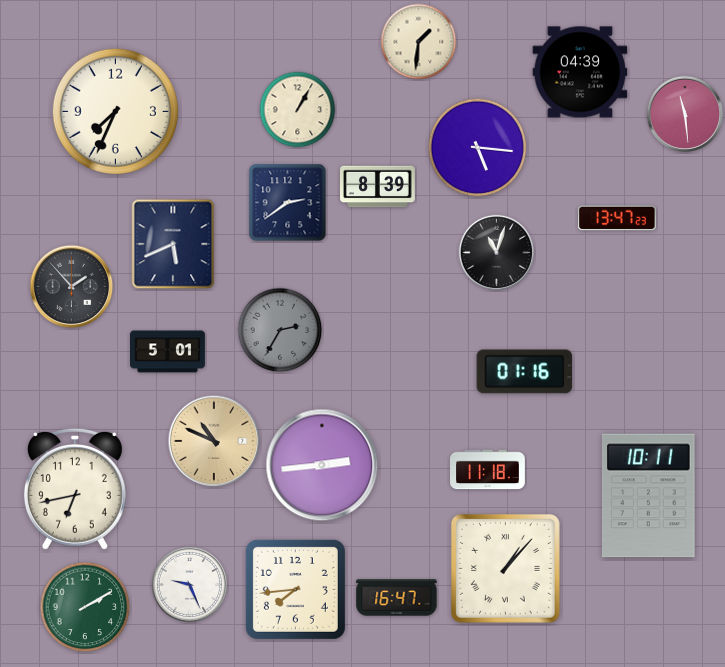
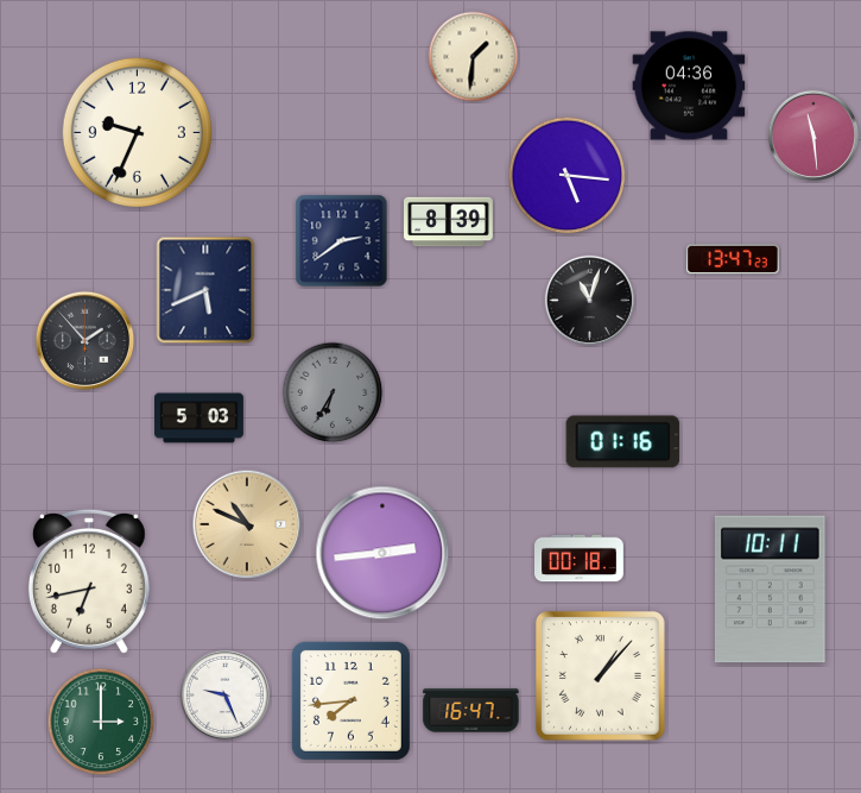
clock at (419, 42) position: (419, 42) -> (474, 57)
clock at (580, 72): 04:39 -> 04:36
clock at (298, 110): 1:05 -> none
clock at (115, 111): 7:34 -> 9:34
clock at (280, 330): 2:35 -> 6:35
clock at (168, 352): 5:01 -> 5:03
clock at (214, 441) position: (214, 441) -> (247, 524)
clock at (488, 470): 11:18 -> 00:18
clock at (85, 607): 2:10 -> 3:00
